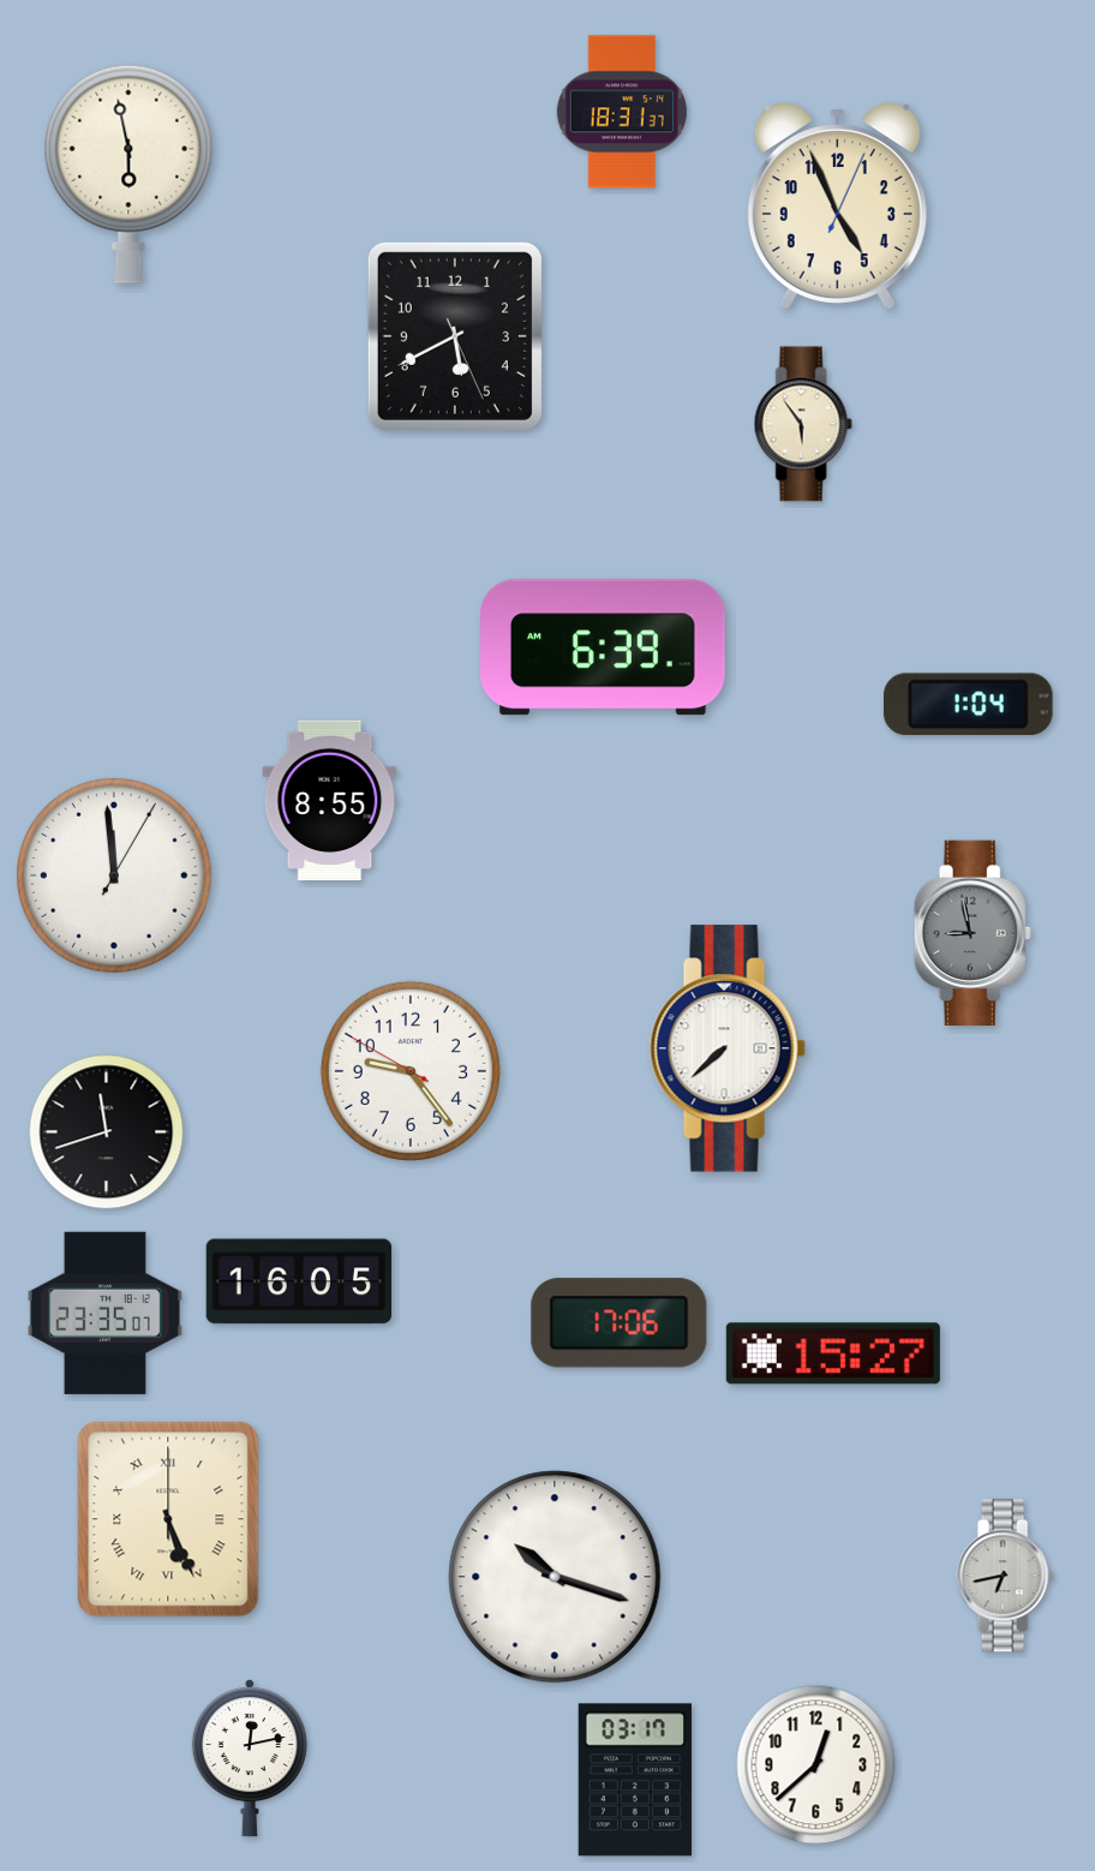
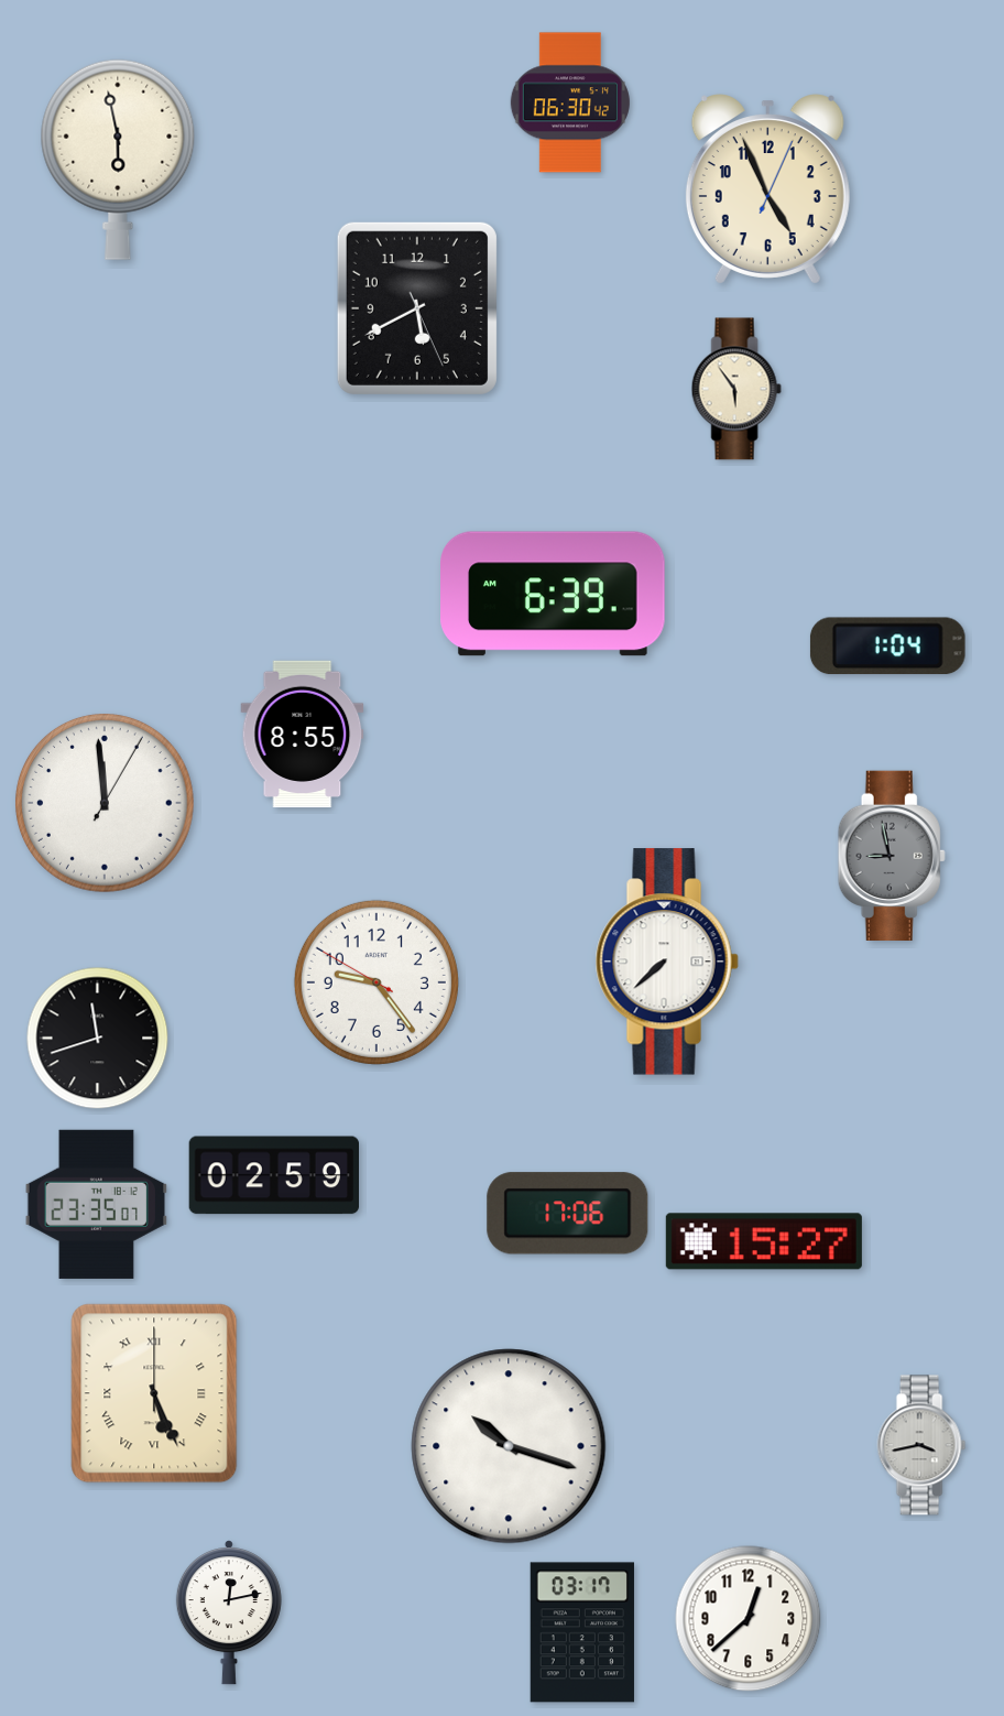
clock at (622, 112): 18:31 -> 06:30
clock at (298, 1281): 16:05 -> 02:59
clock at (1005, 1576): 6:43 -> 3:43
